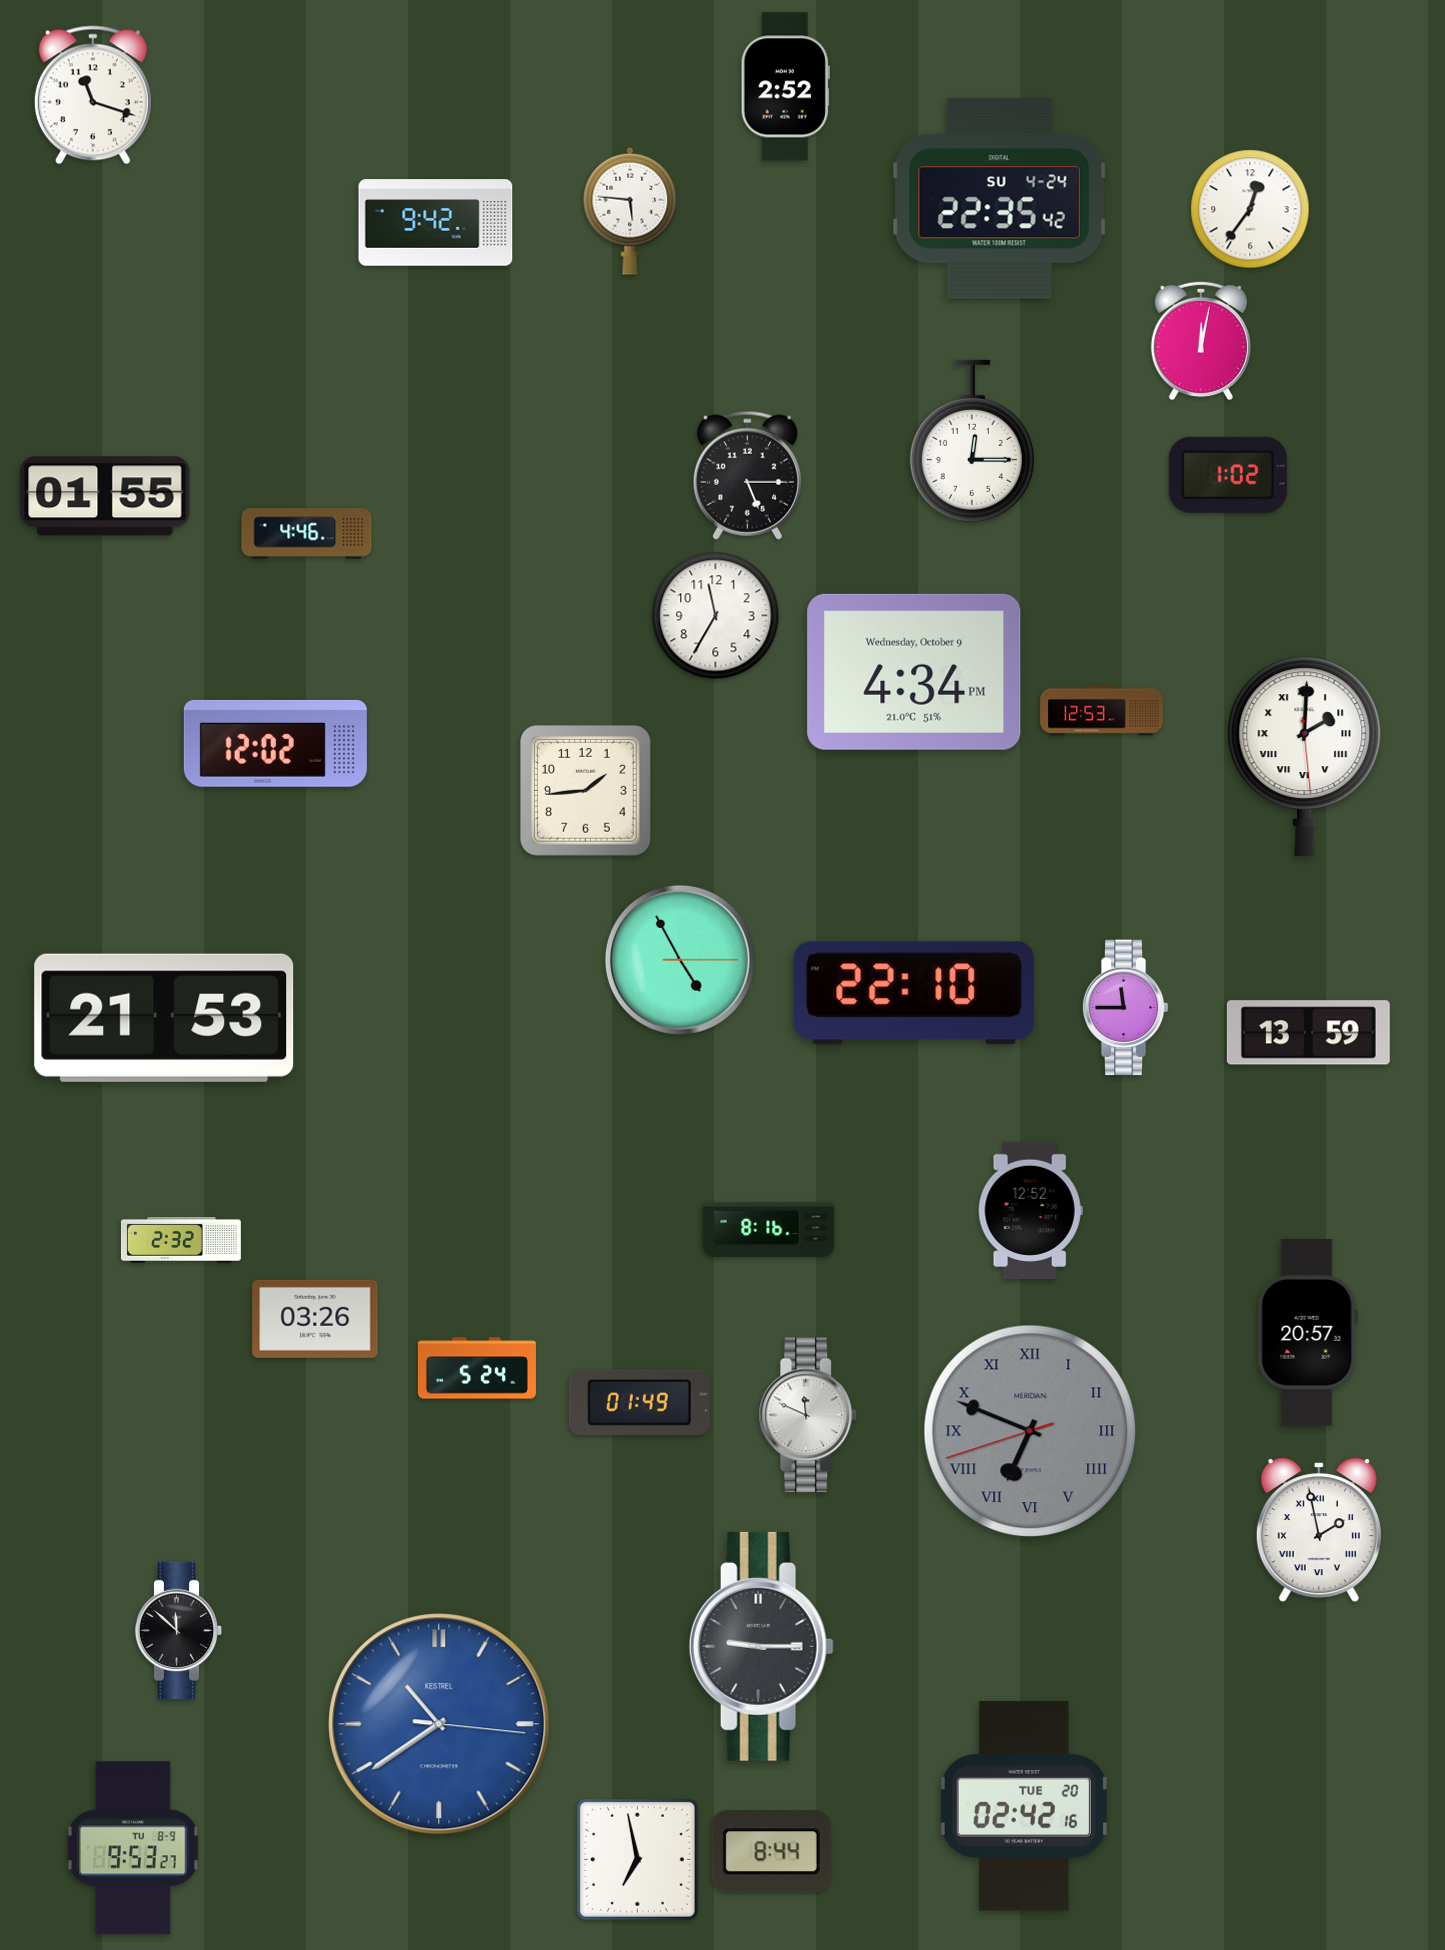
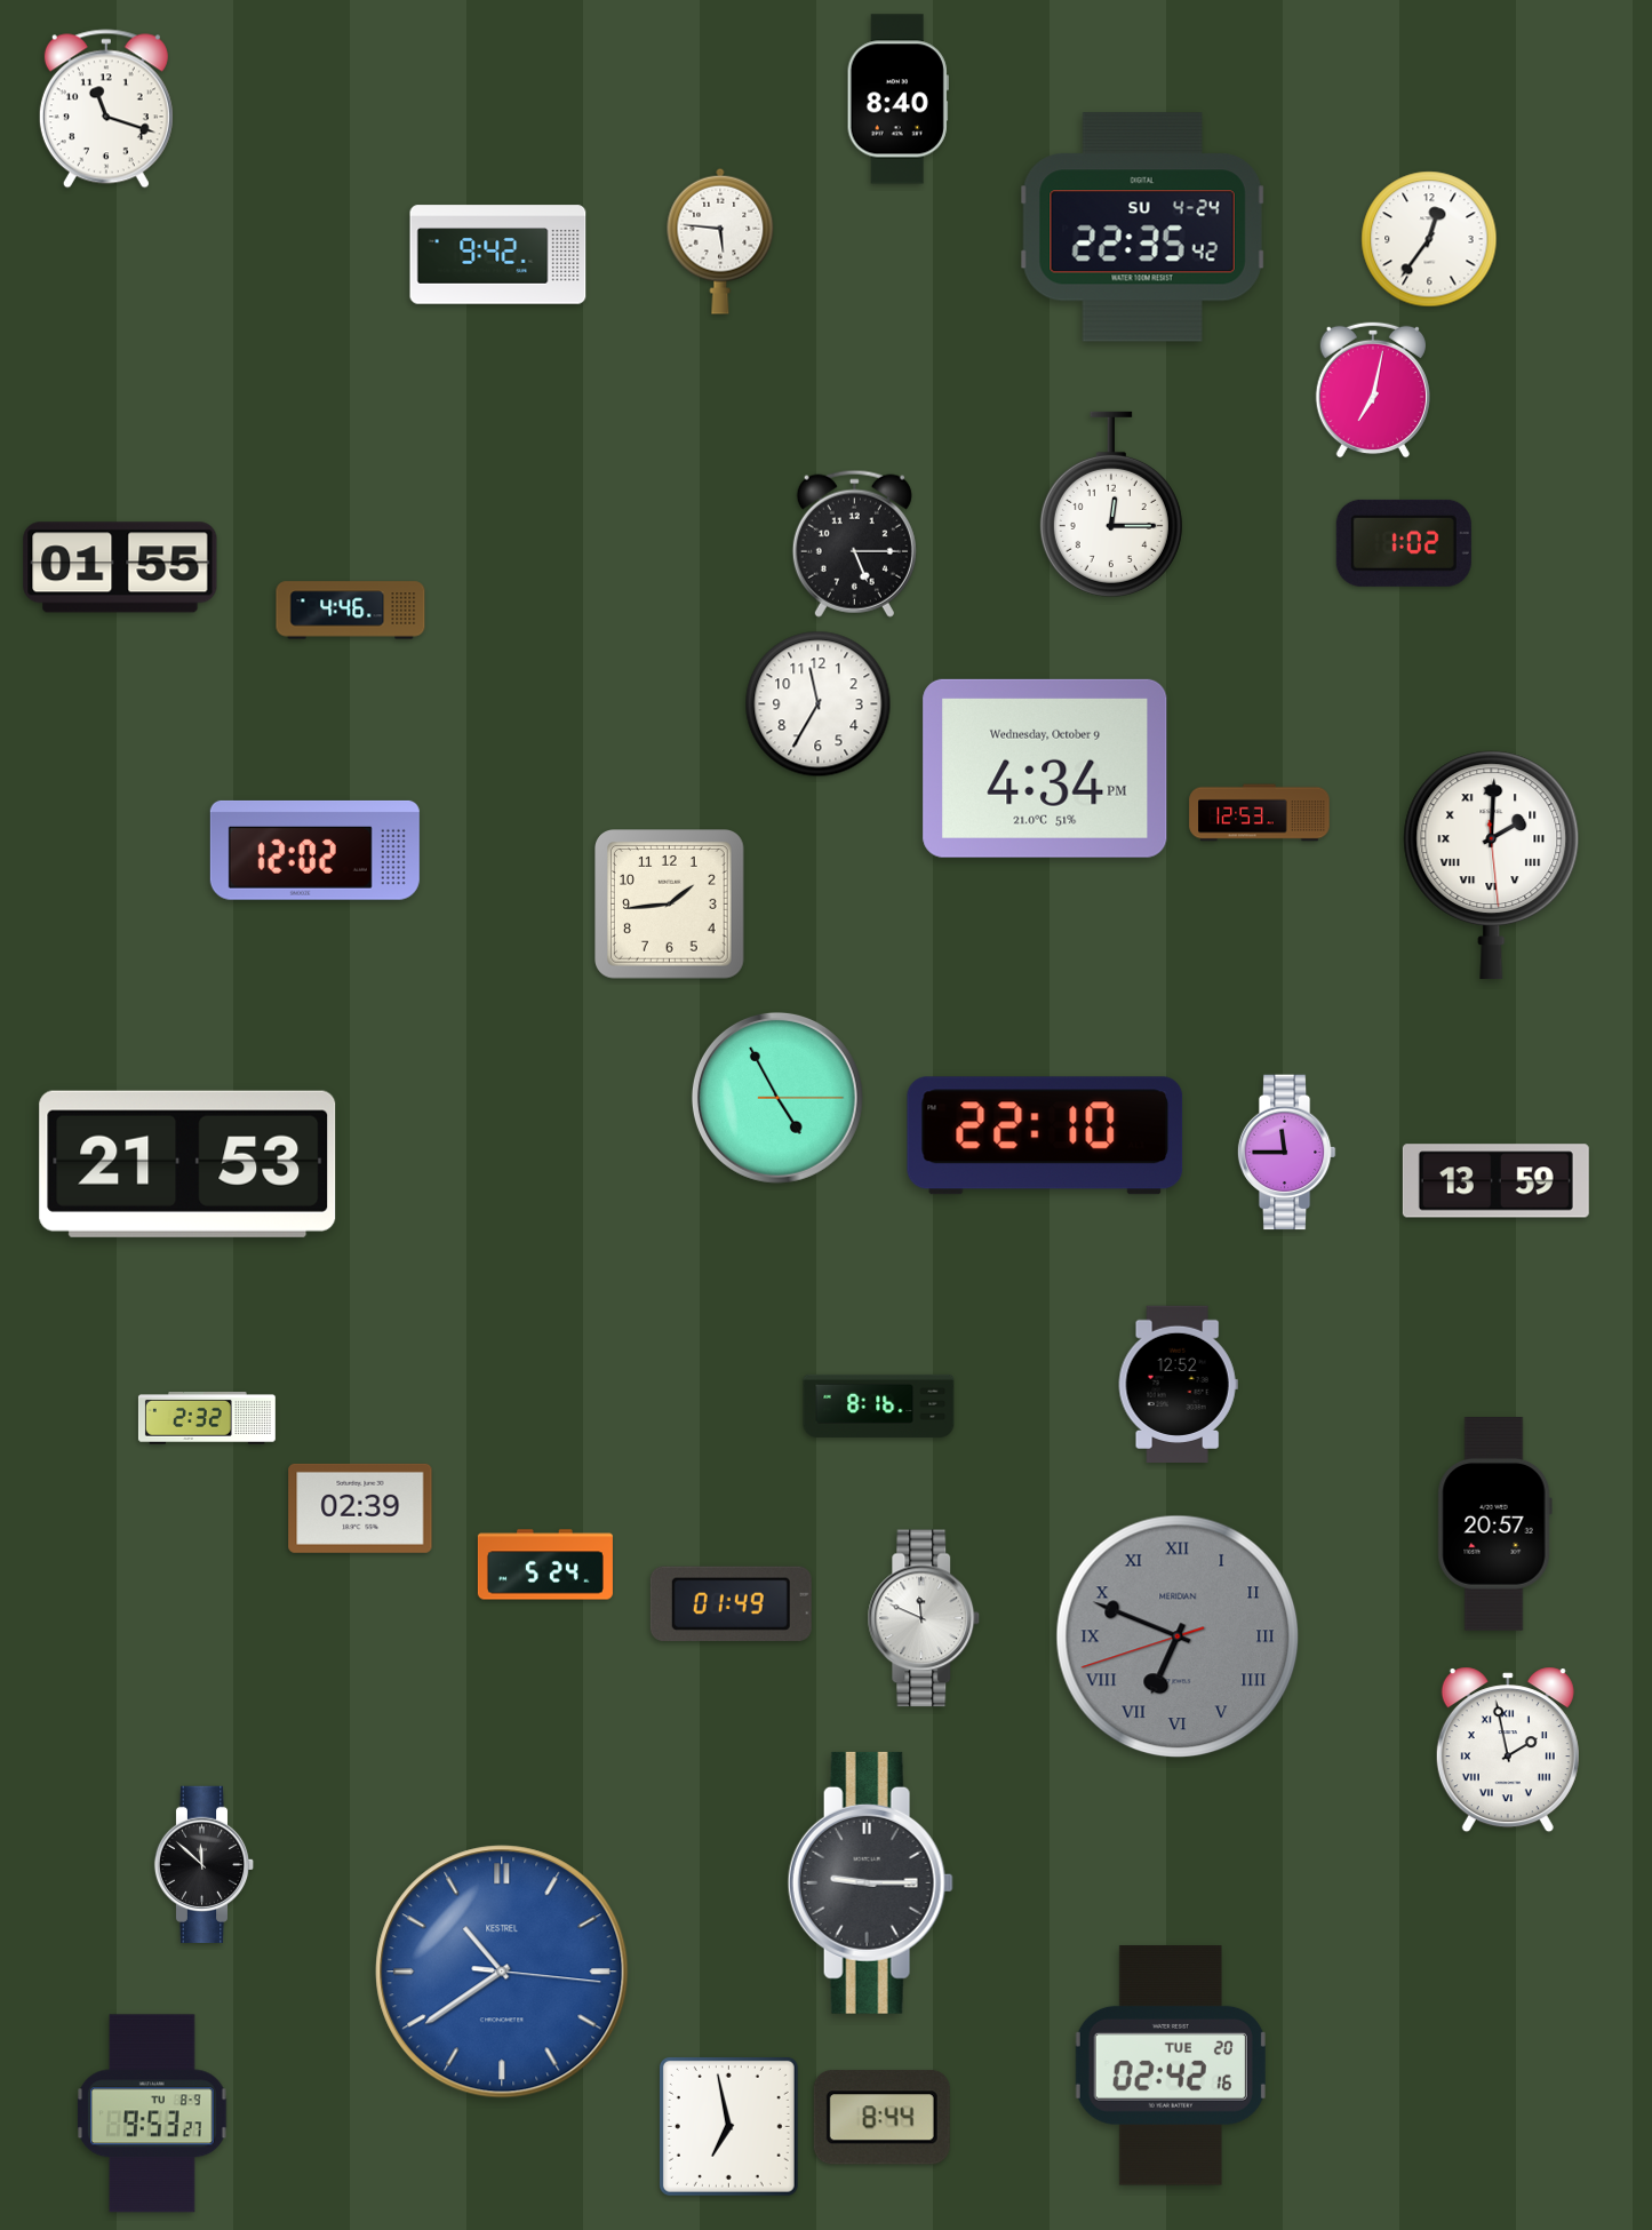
clock at (785, 87): 2:52 -> 8:40
clock at (1201, 341): 12:02 -> 7:02
clock at (315, 1319): 03:26 -> 02:39
